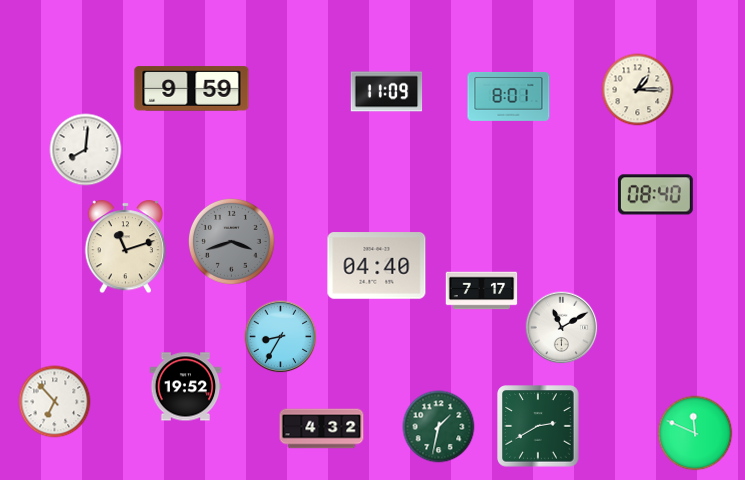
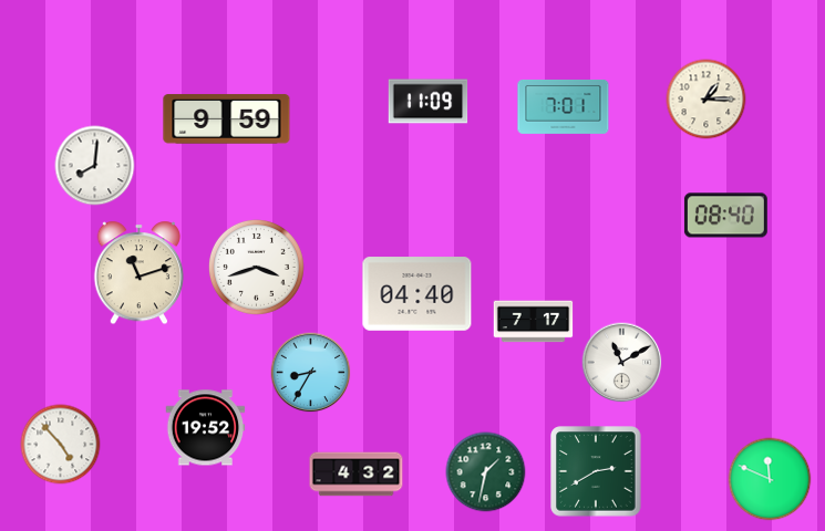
clock at (192, 89) position: (192, 89) -> (227, 119)
clock at (509, 96): 8:01 -> 7:01
clock at (231, 241) dial: grey -> white
clock at (55, 402): 6:53 -> 4:53
